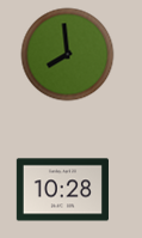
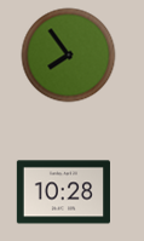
clock at (67, 54): 7:59 -> 7:54
